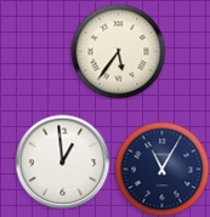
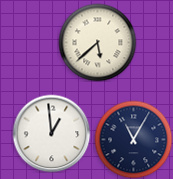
clock at (118, 51): 5:36 -> 5:38
